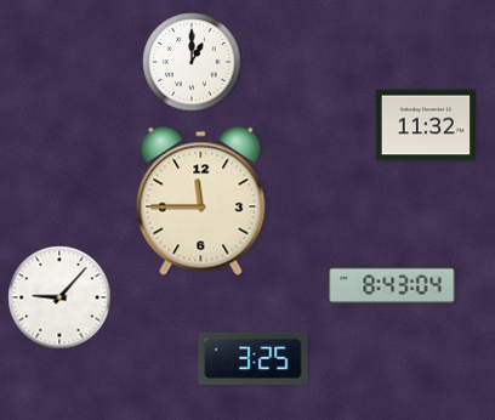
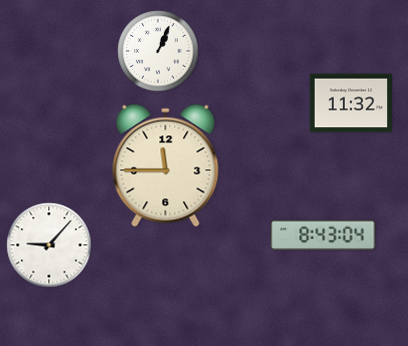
clock at (192, 62): 1:00 -> 1:04
clock at (254, 358): 3:25 -> none
